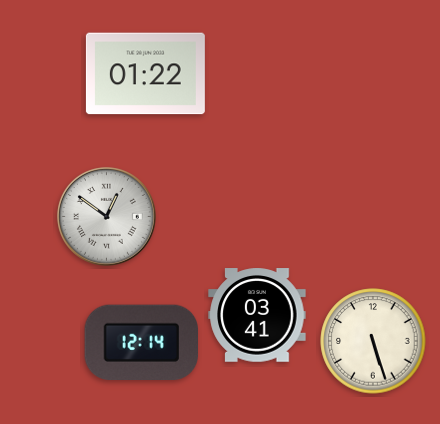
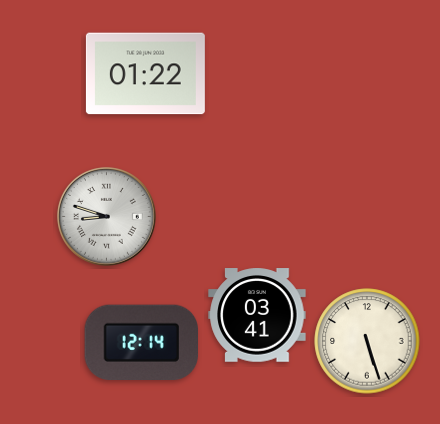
clock at (106, 216): 12:51 -> 8:48
clock at (373, 341) position: (373, 341) -> (367, 341)
